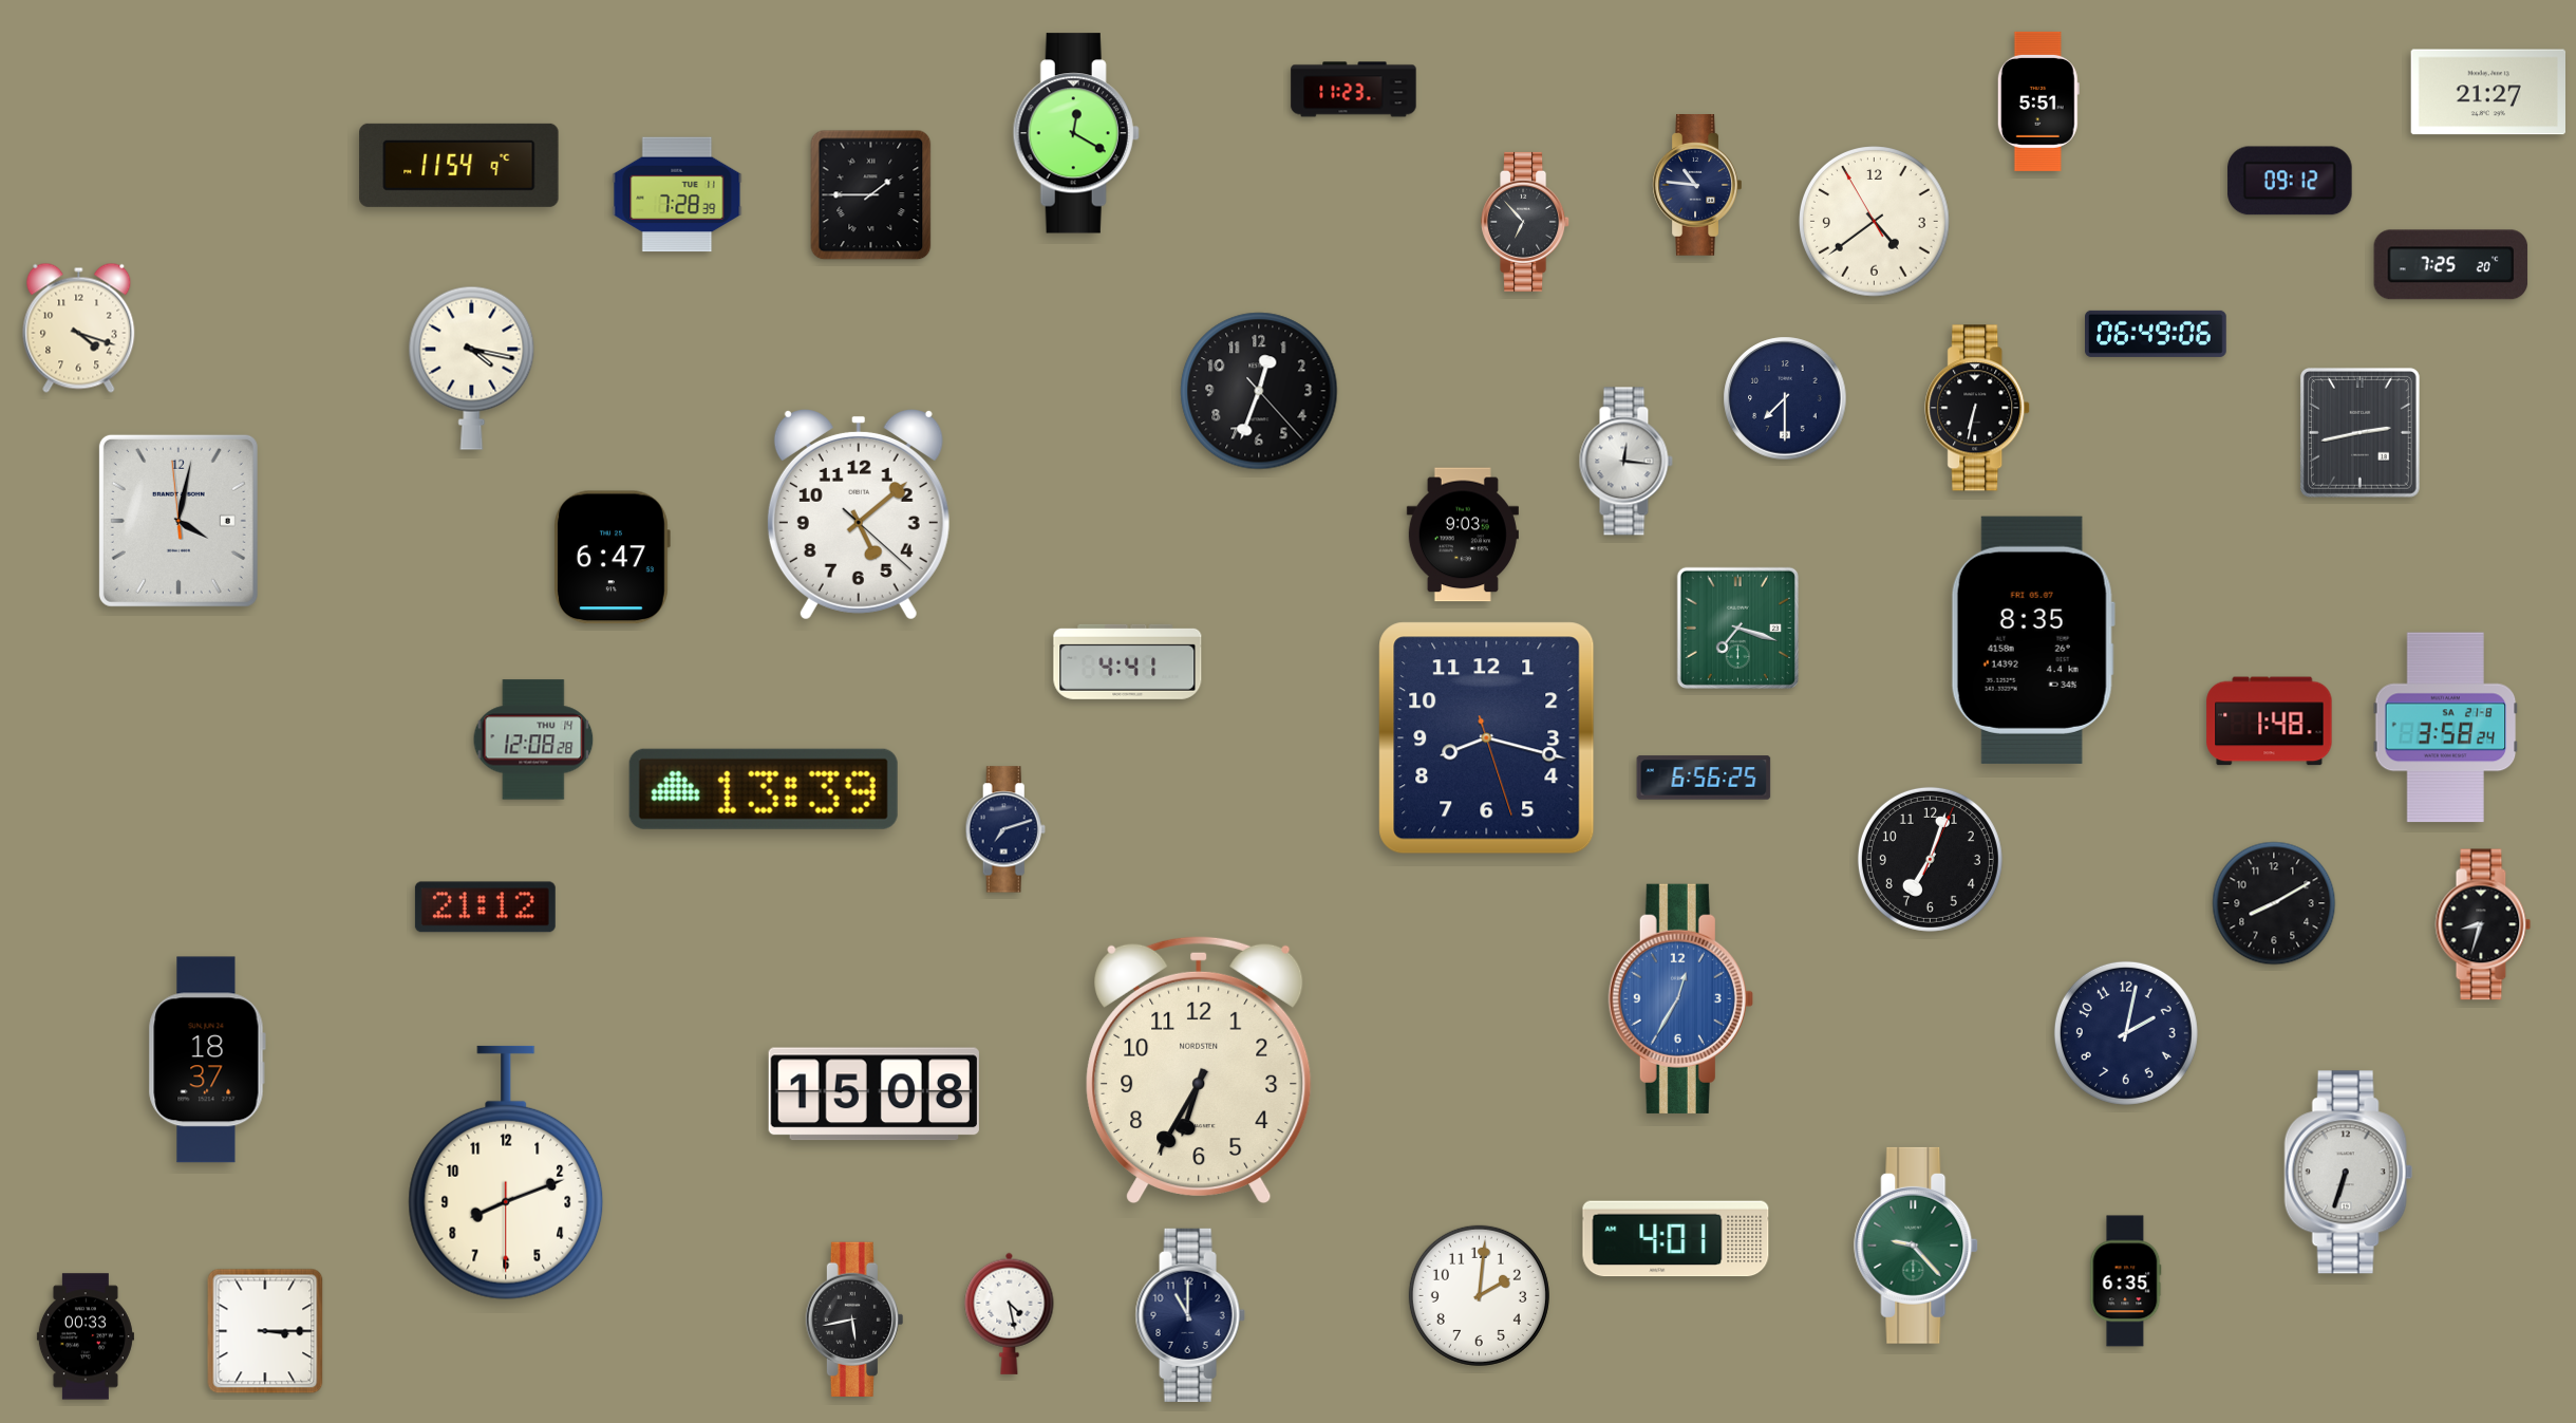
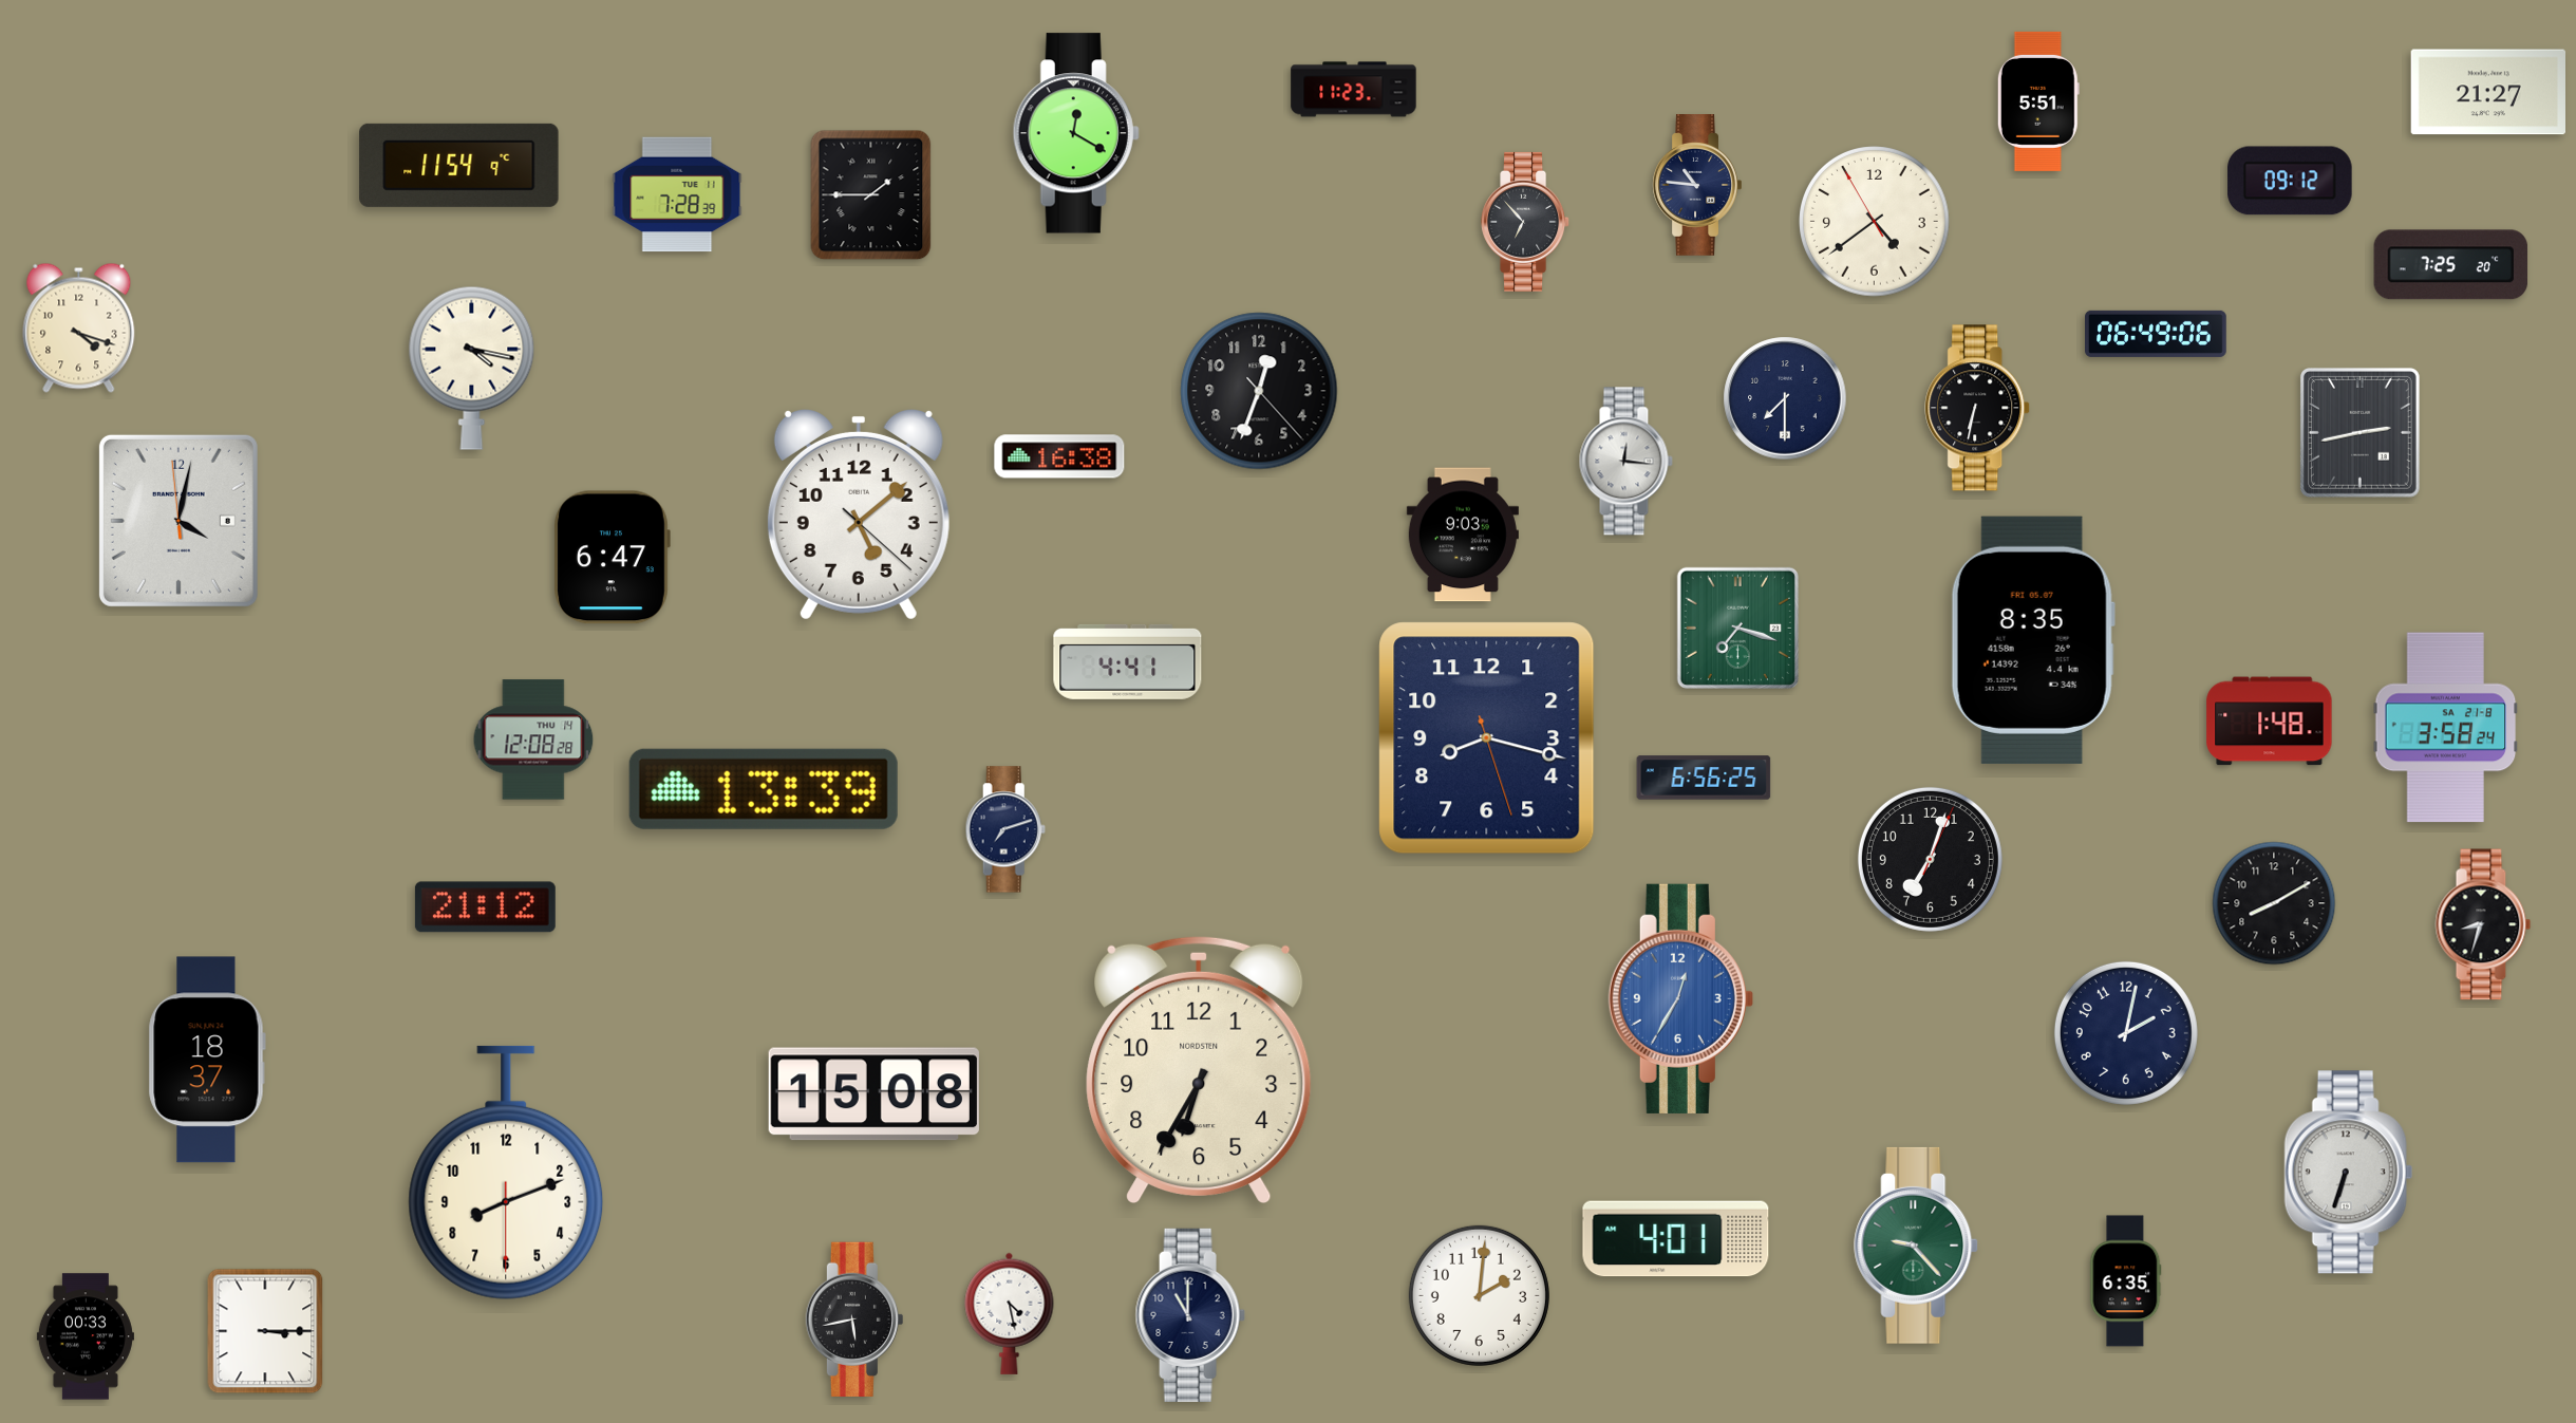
clock at (1059, 456): none -> 16:38
